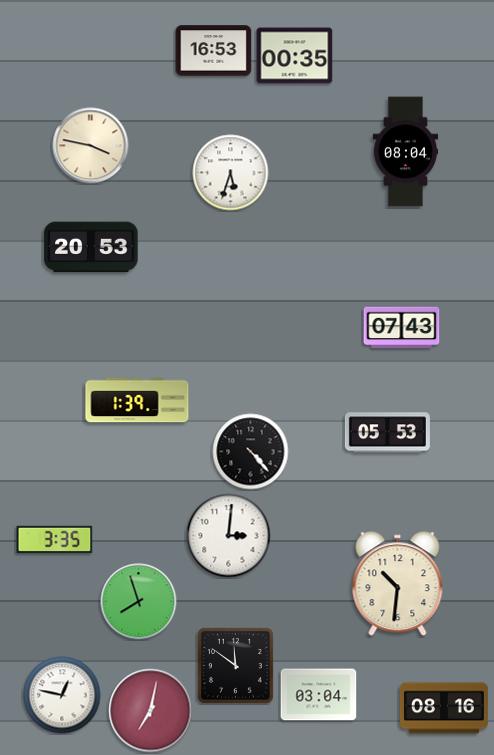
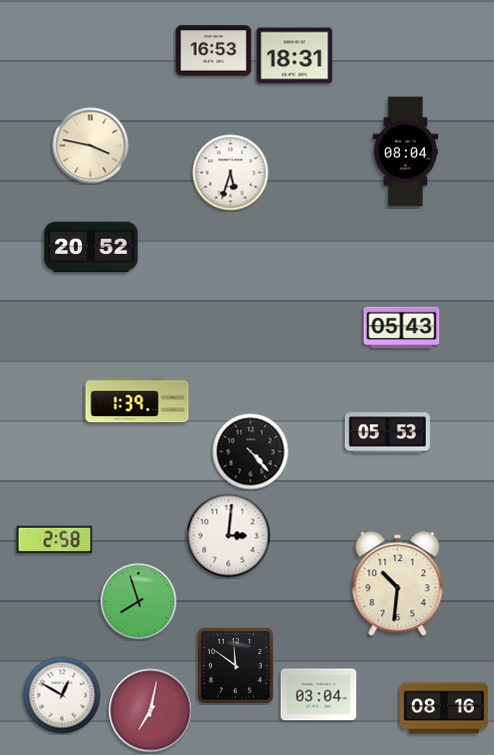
clock at (295, 56): 00:35 -> 18:31
clock at (91, 247): 20:53 -> 20:52
clock at (402, 328): 07:43 -> 05:43
clock at (55, 540): 3:35 -> 2:58
clock at (62, 695): 12:47 -> 12:50
